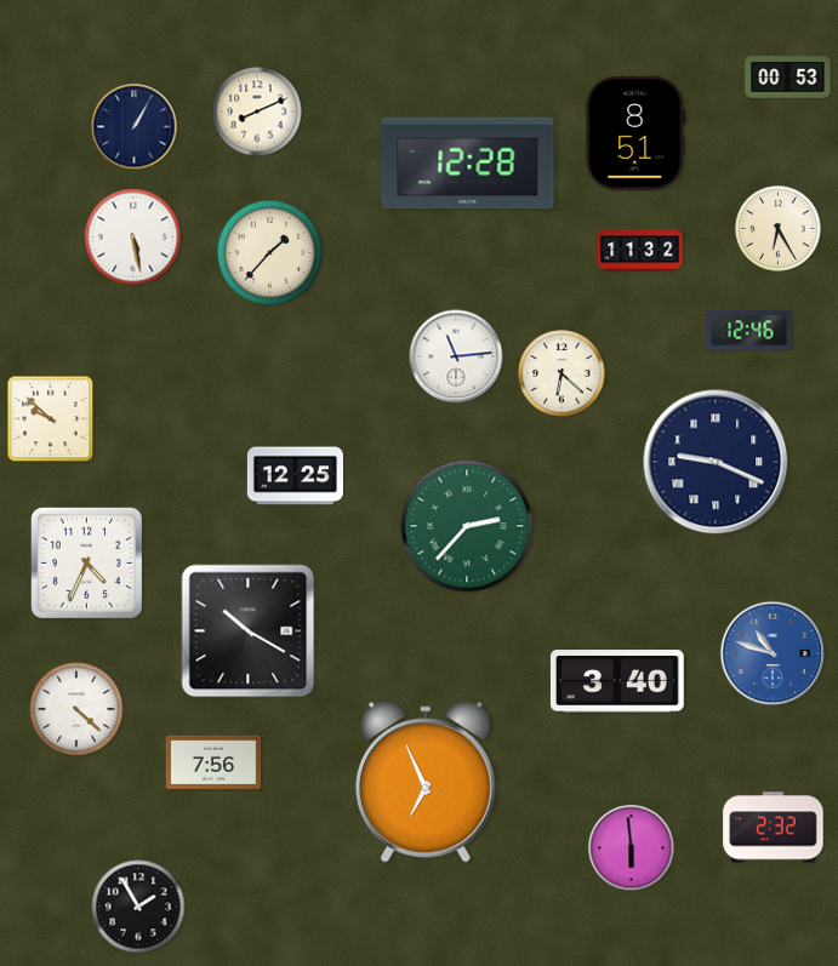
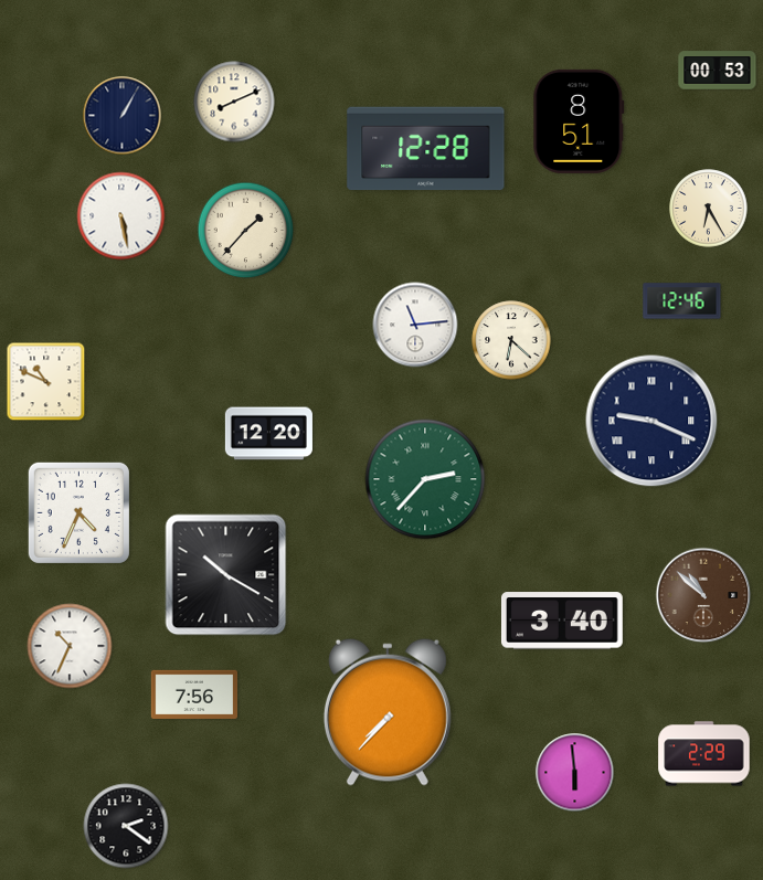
clock at (640, 251): 11:32 -> none
clock at (51, 419): 9:52 -> 10:49
clock at (295, 476): 12:25 -> 12:20
clock at (773, 653): 10:48 -> 10:52
clock at (773, 653) dial: blue -> brown
clock at (76, 709): 4:22 -> 10:34
clock at (426, 782): 6:56 -> 7:37
clock at (774, 828): 2:32 -> 2:29
clock at (138, 907): 1:55 -> 2:21
